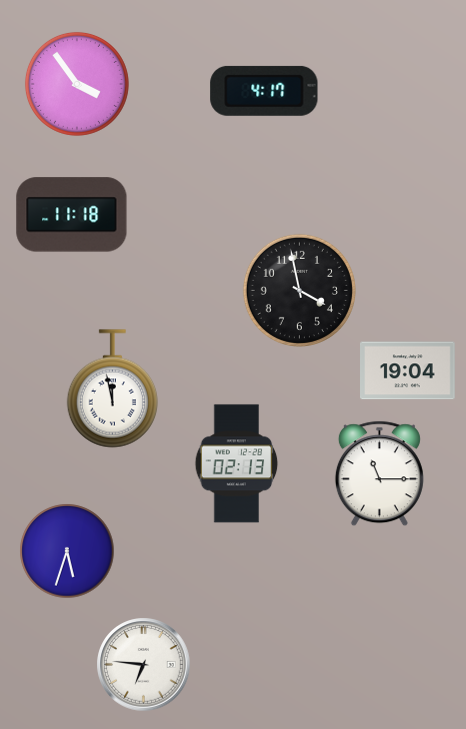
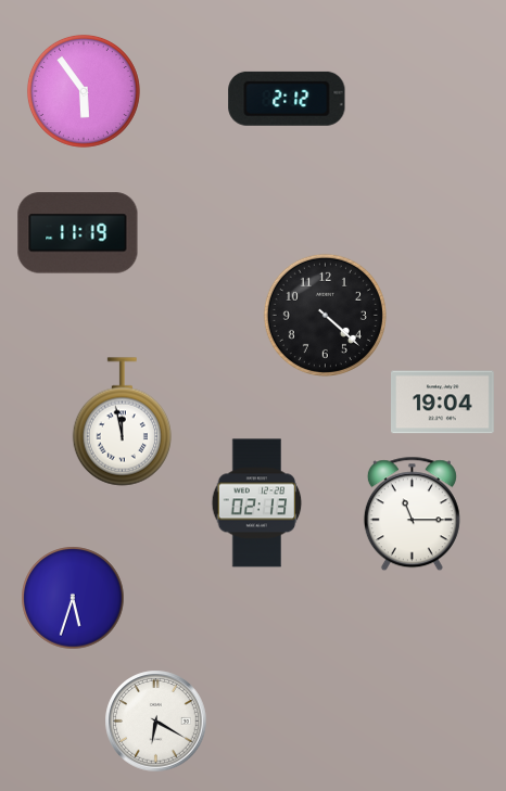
clock at (77, 84): 3:54 -> 5:54
clock at (264, 91): 4:17 -> 2:12
clock at (72, 215): 11:18 -> 11:19
clock at (299, 290): 3:58 -> 4:22
clock at (143, 664): 6:46 -> 6:20
